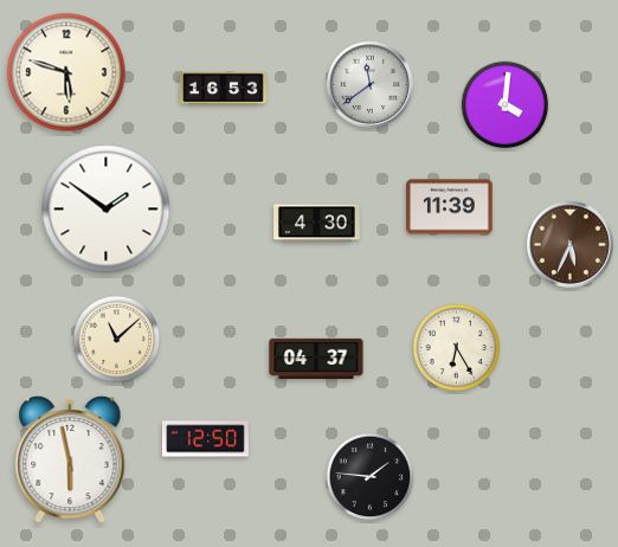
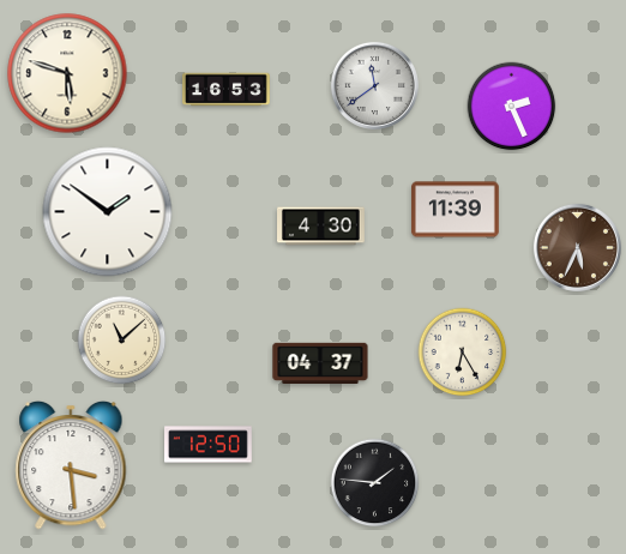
clock at (506, 105): 4:01 -> 2:26
clock at (117, 340) position: (117, 340) -> (122, 341)
clock at (70, 459): 5:58 -> 3:29
